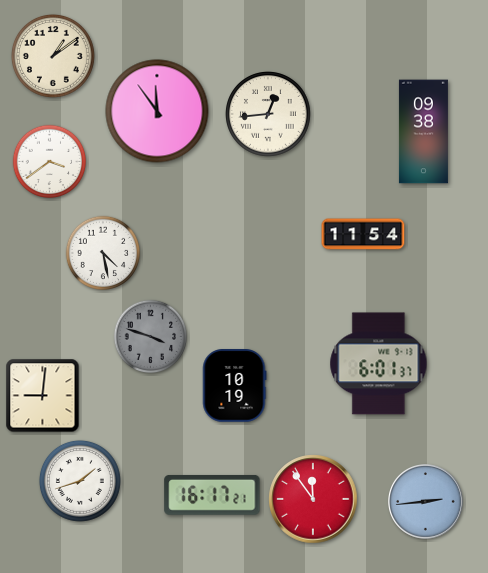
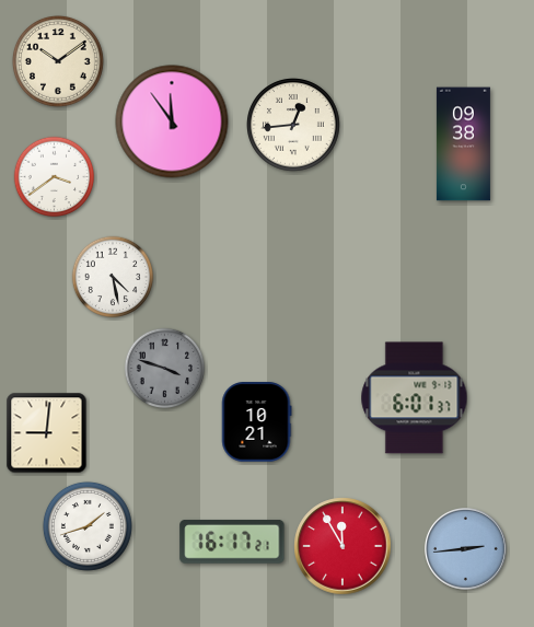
clock at (53, 56): 1:09 -> 10:09
clock at (363, 234): 11:54 -> none
clock at (234, 386): 10:19 -> 10:21
clock at (313, 499): 11:54 -> 11:55
